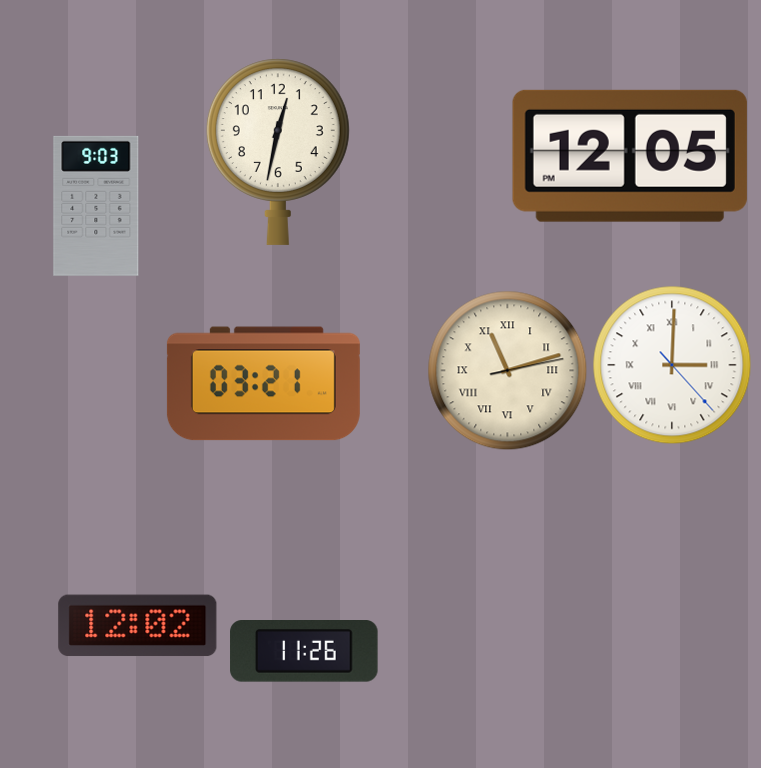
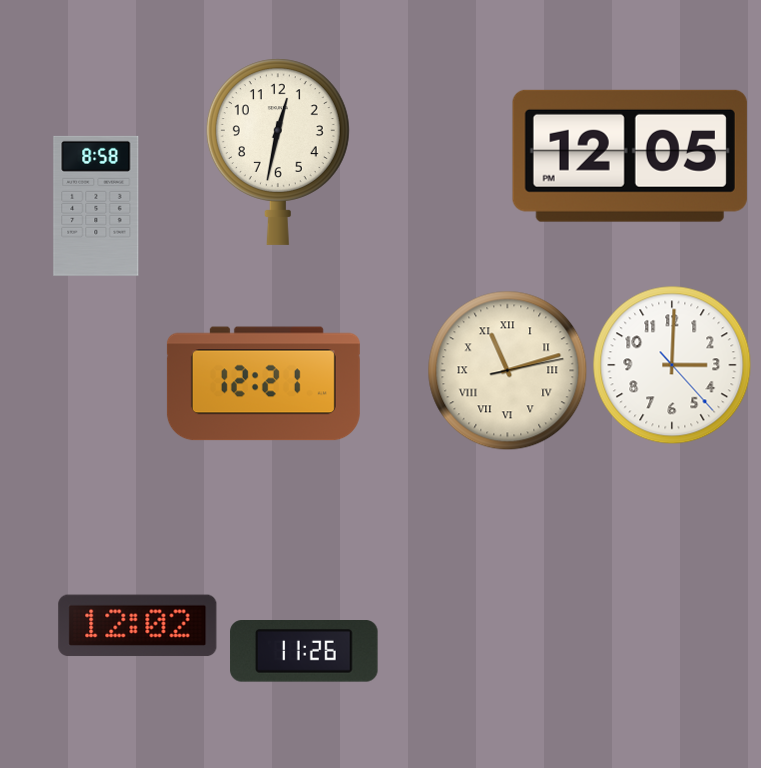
clock at (96, 206): 9:03 -> 8:58
clock at (672, 365) numerals: Roman -> Arabic
clock at (263, 384): 03:21 -> 12:21
